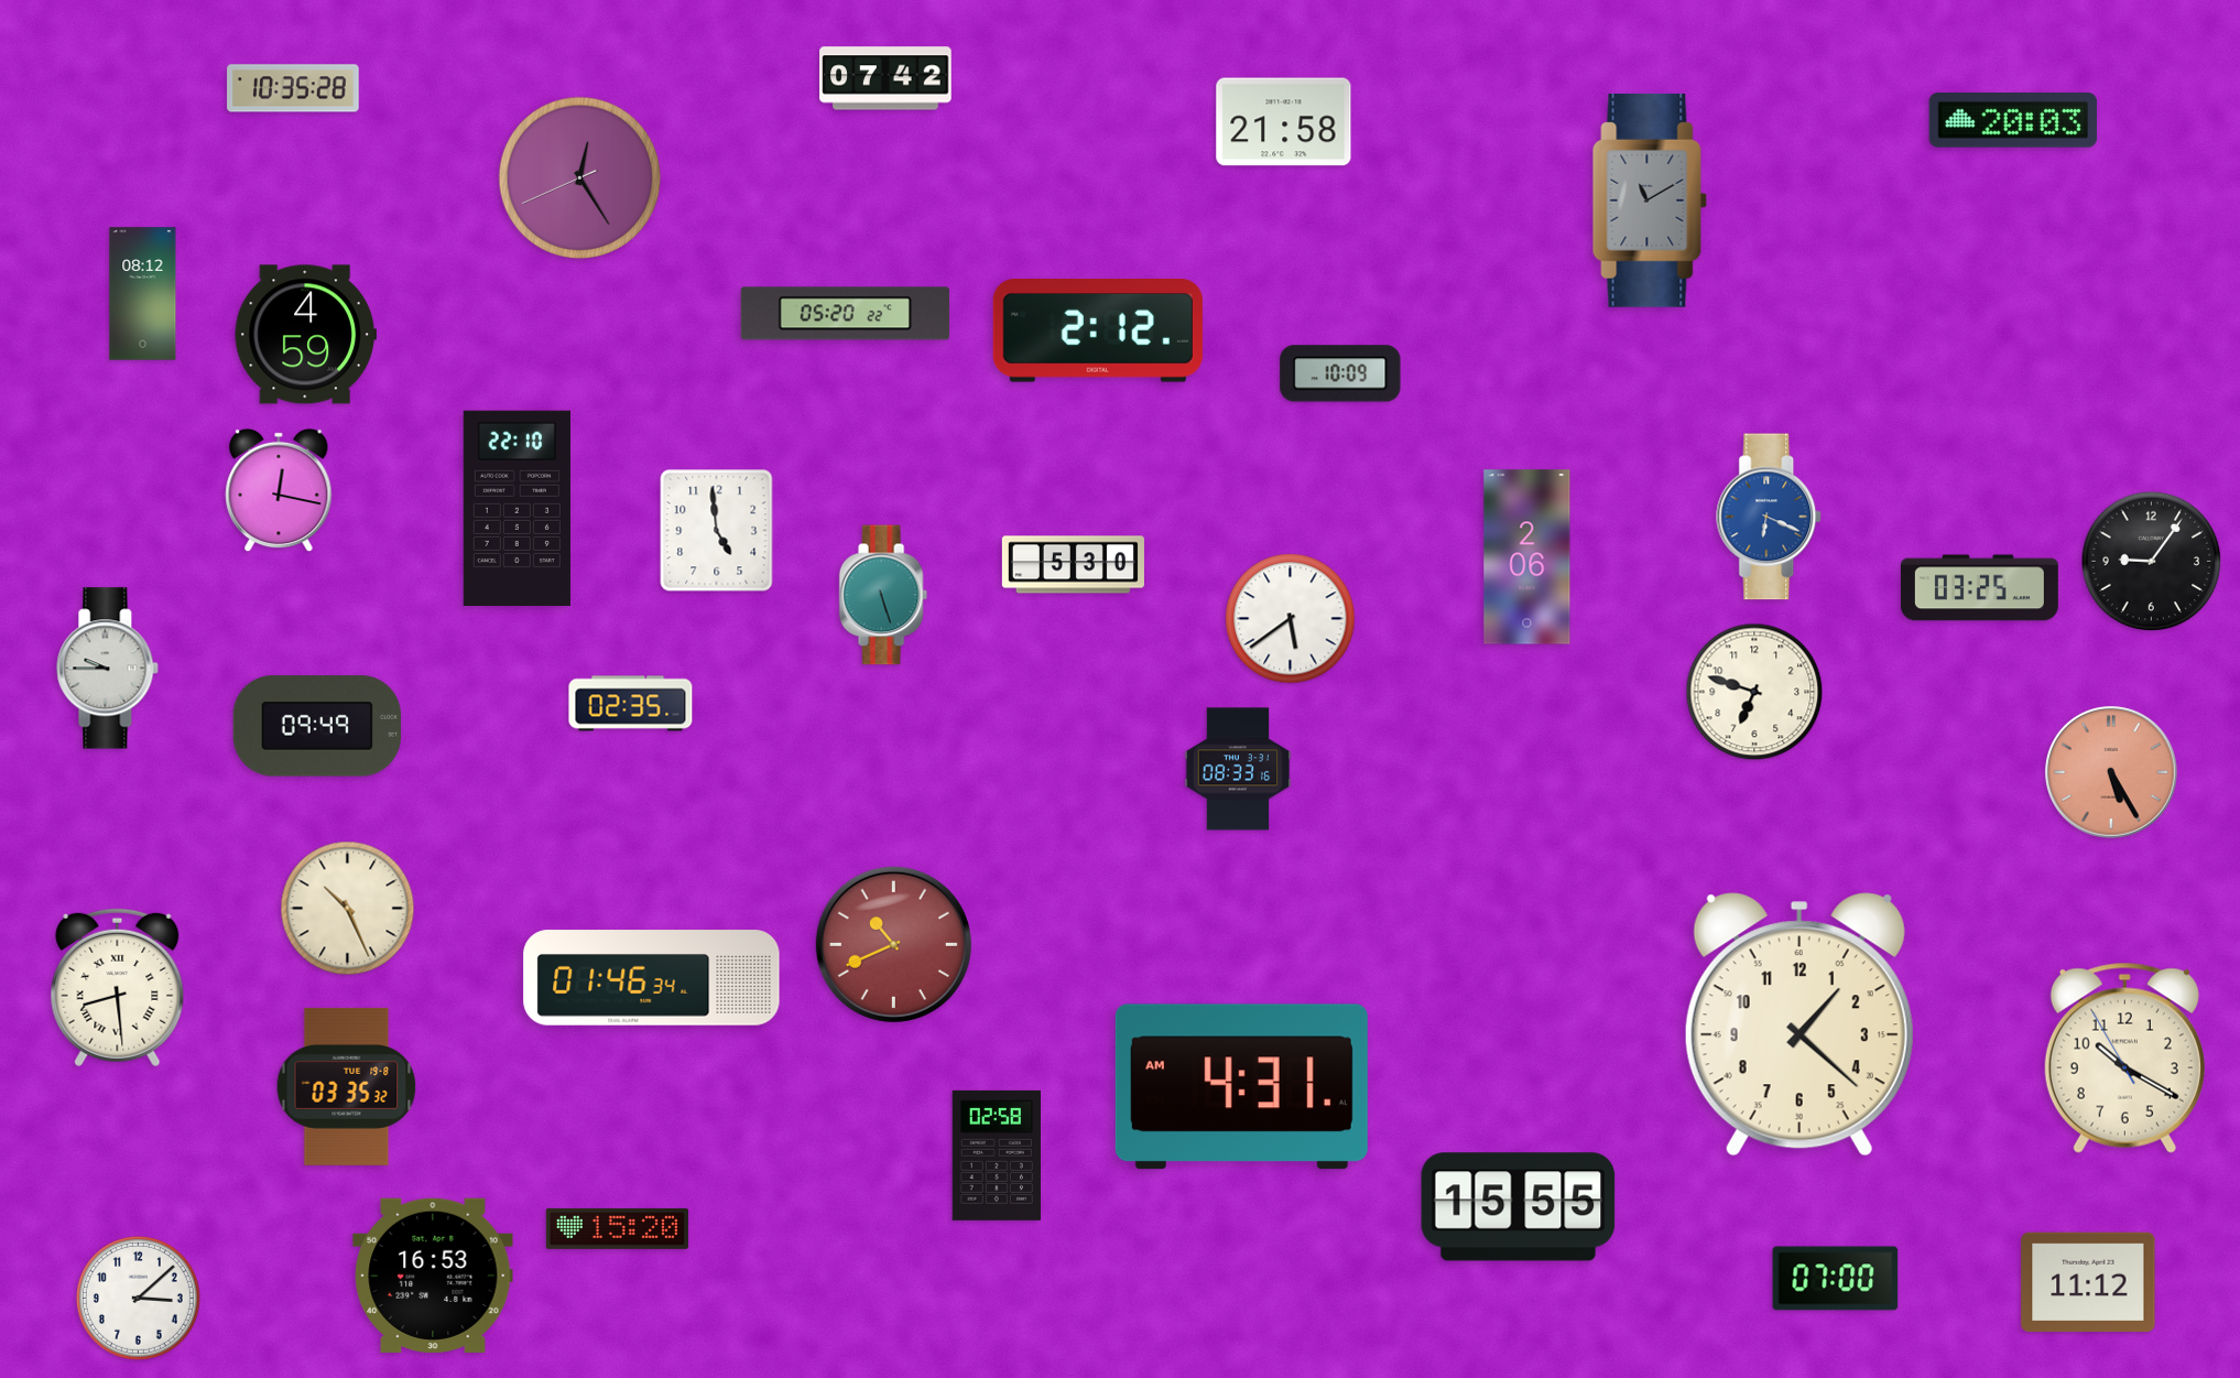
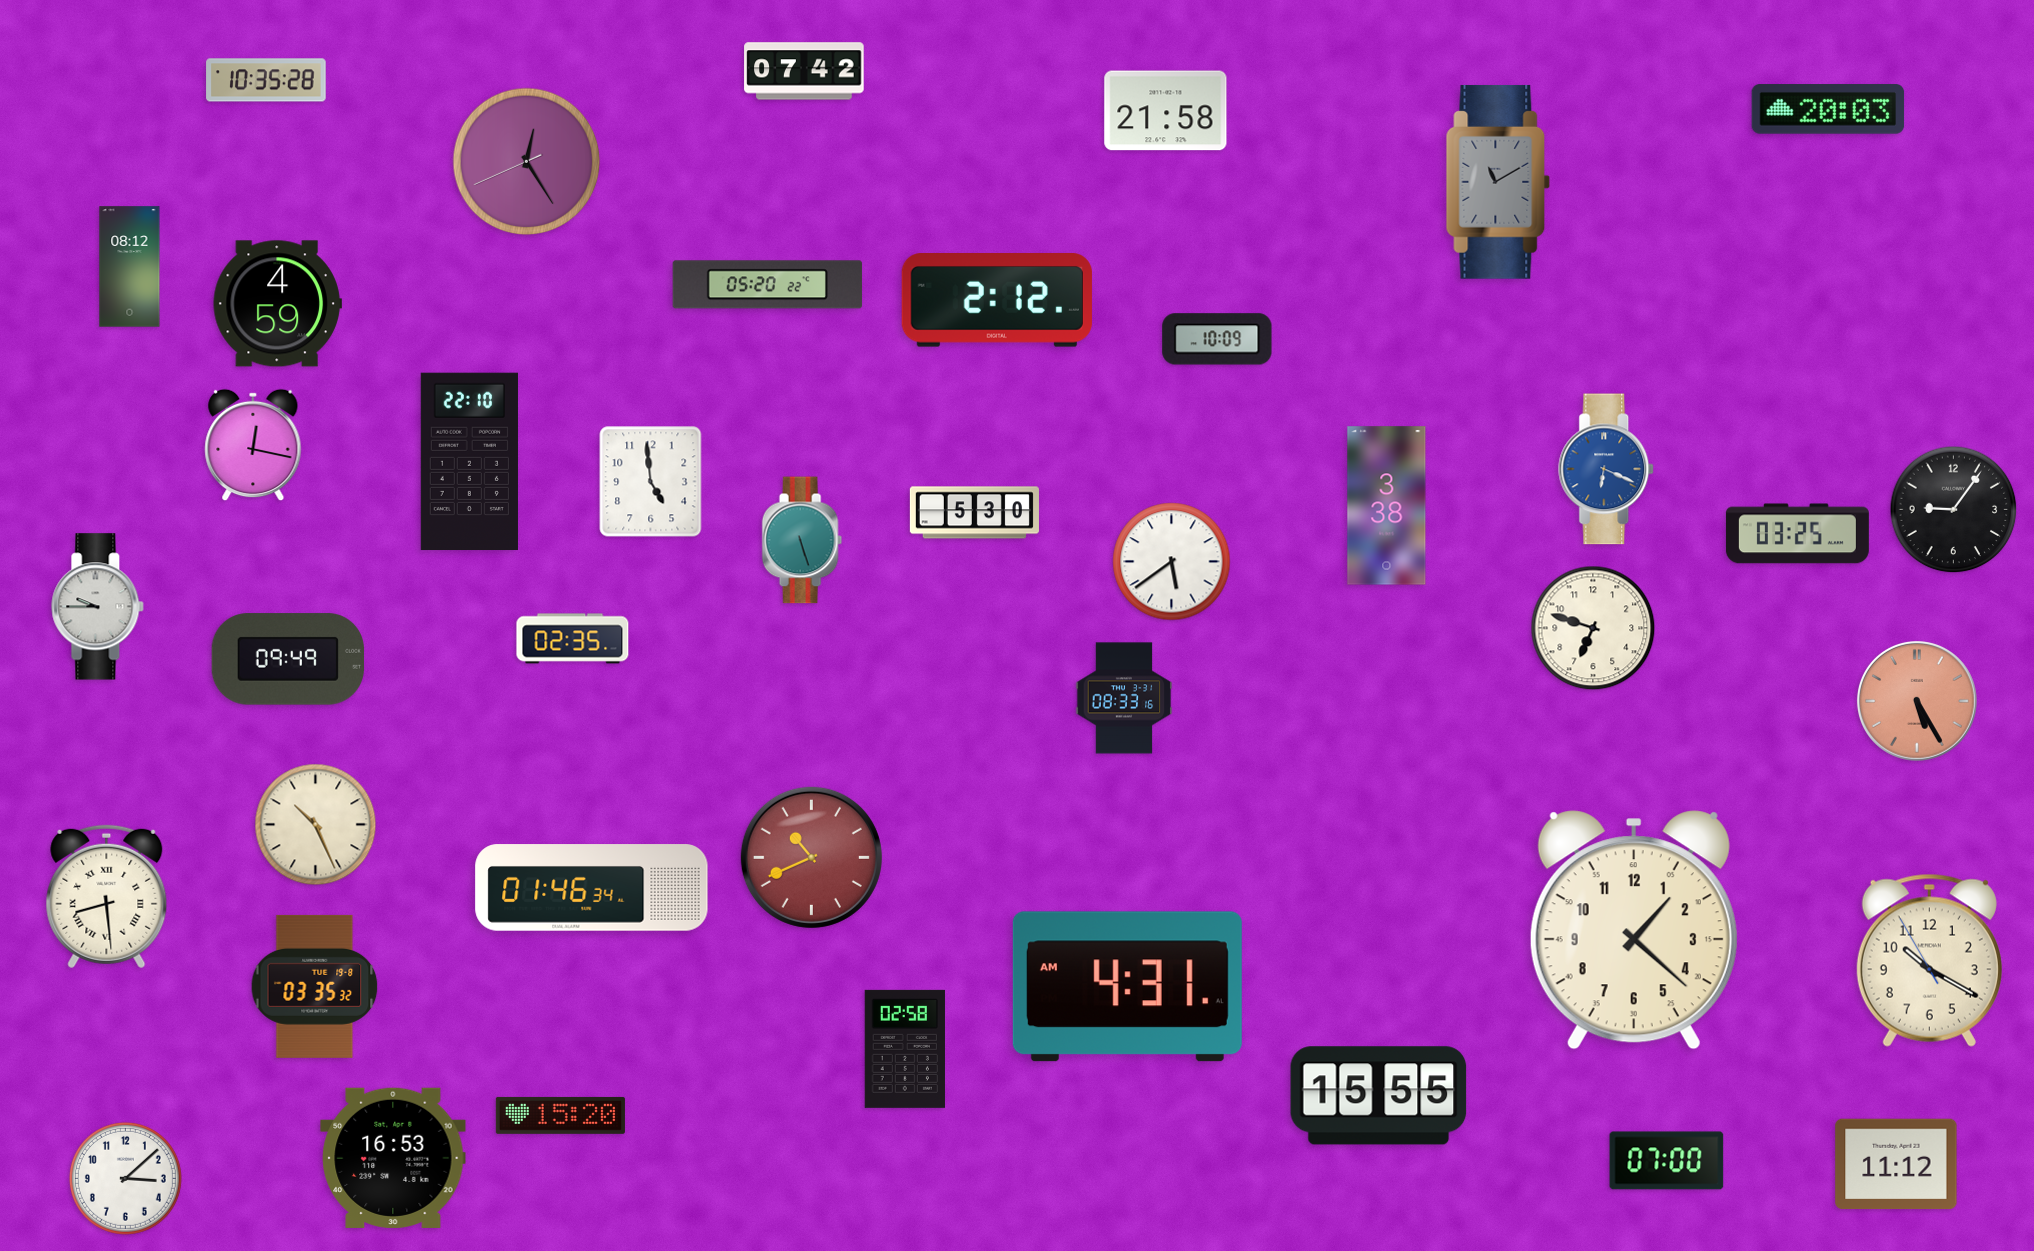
clock at (1527, 557): 2:06 -> 3:38
